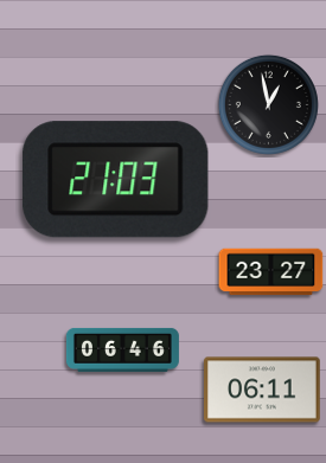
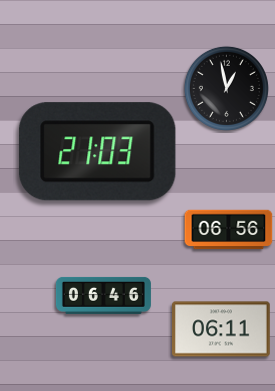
clock at (271, 272): 23:27 -> 06:56
